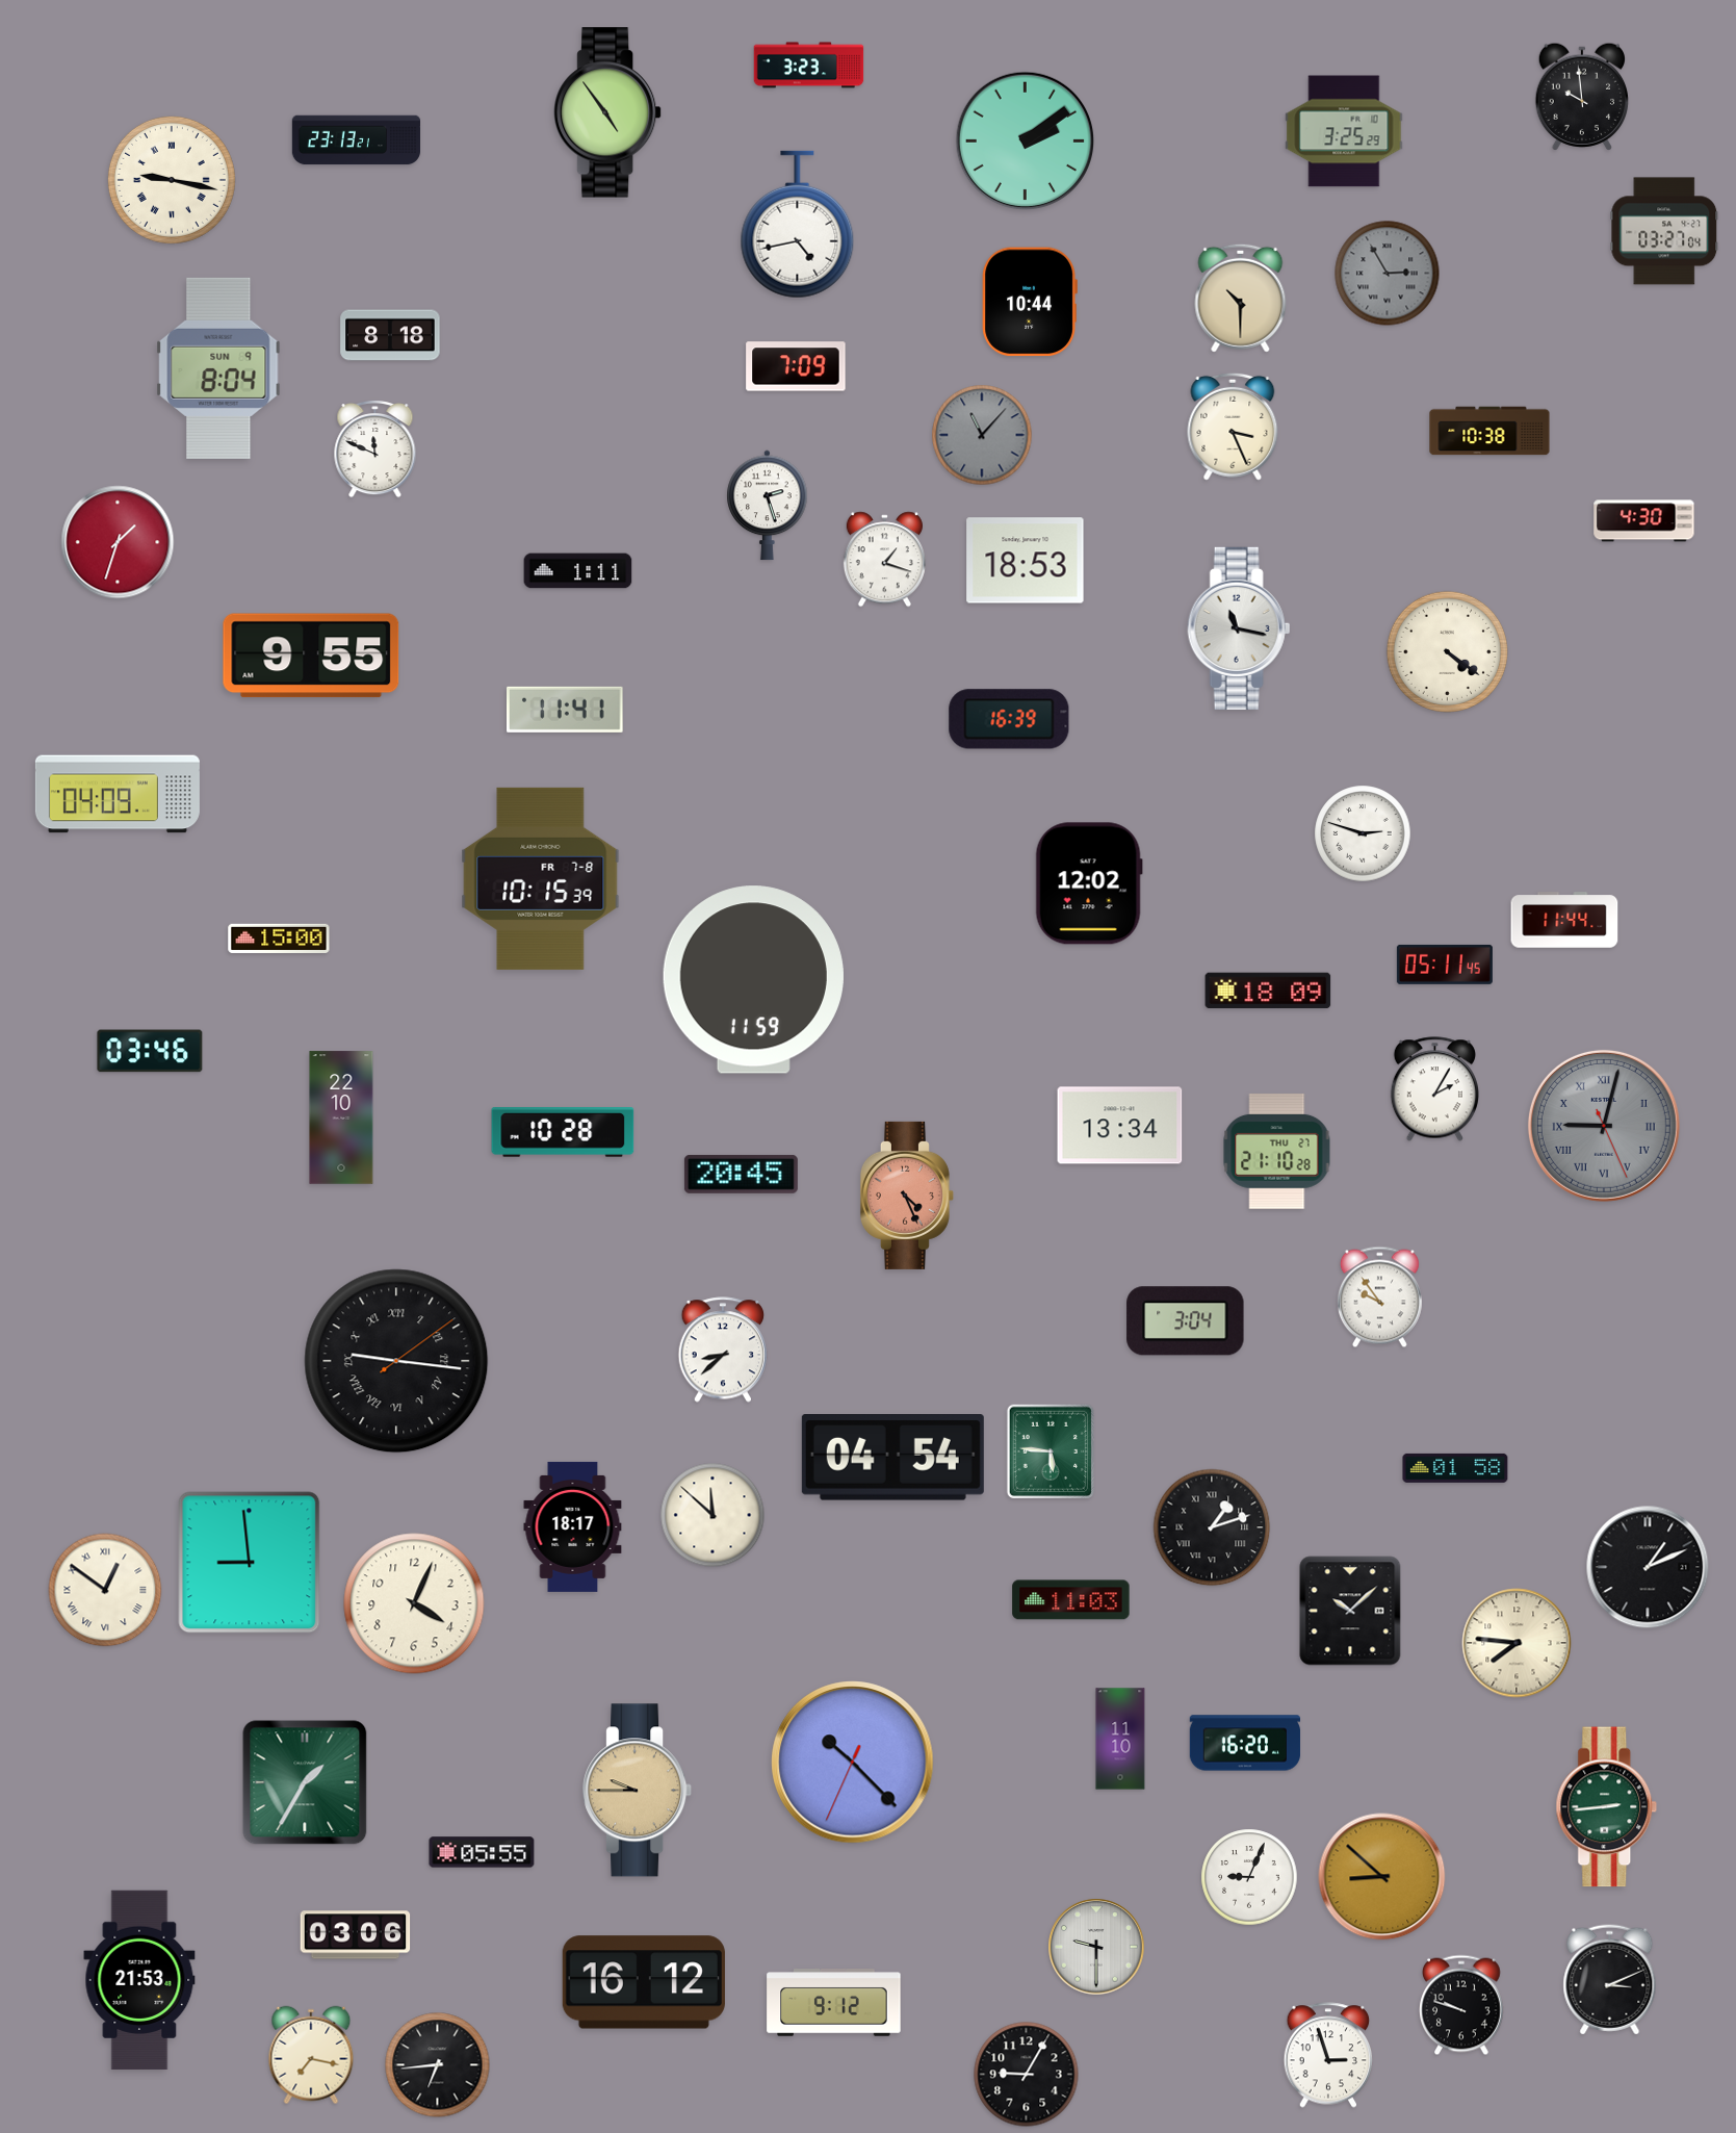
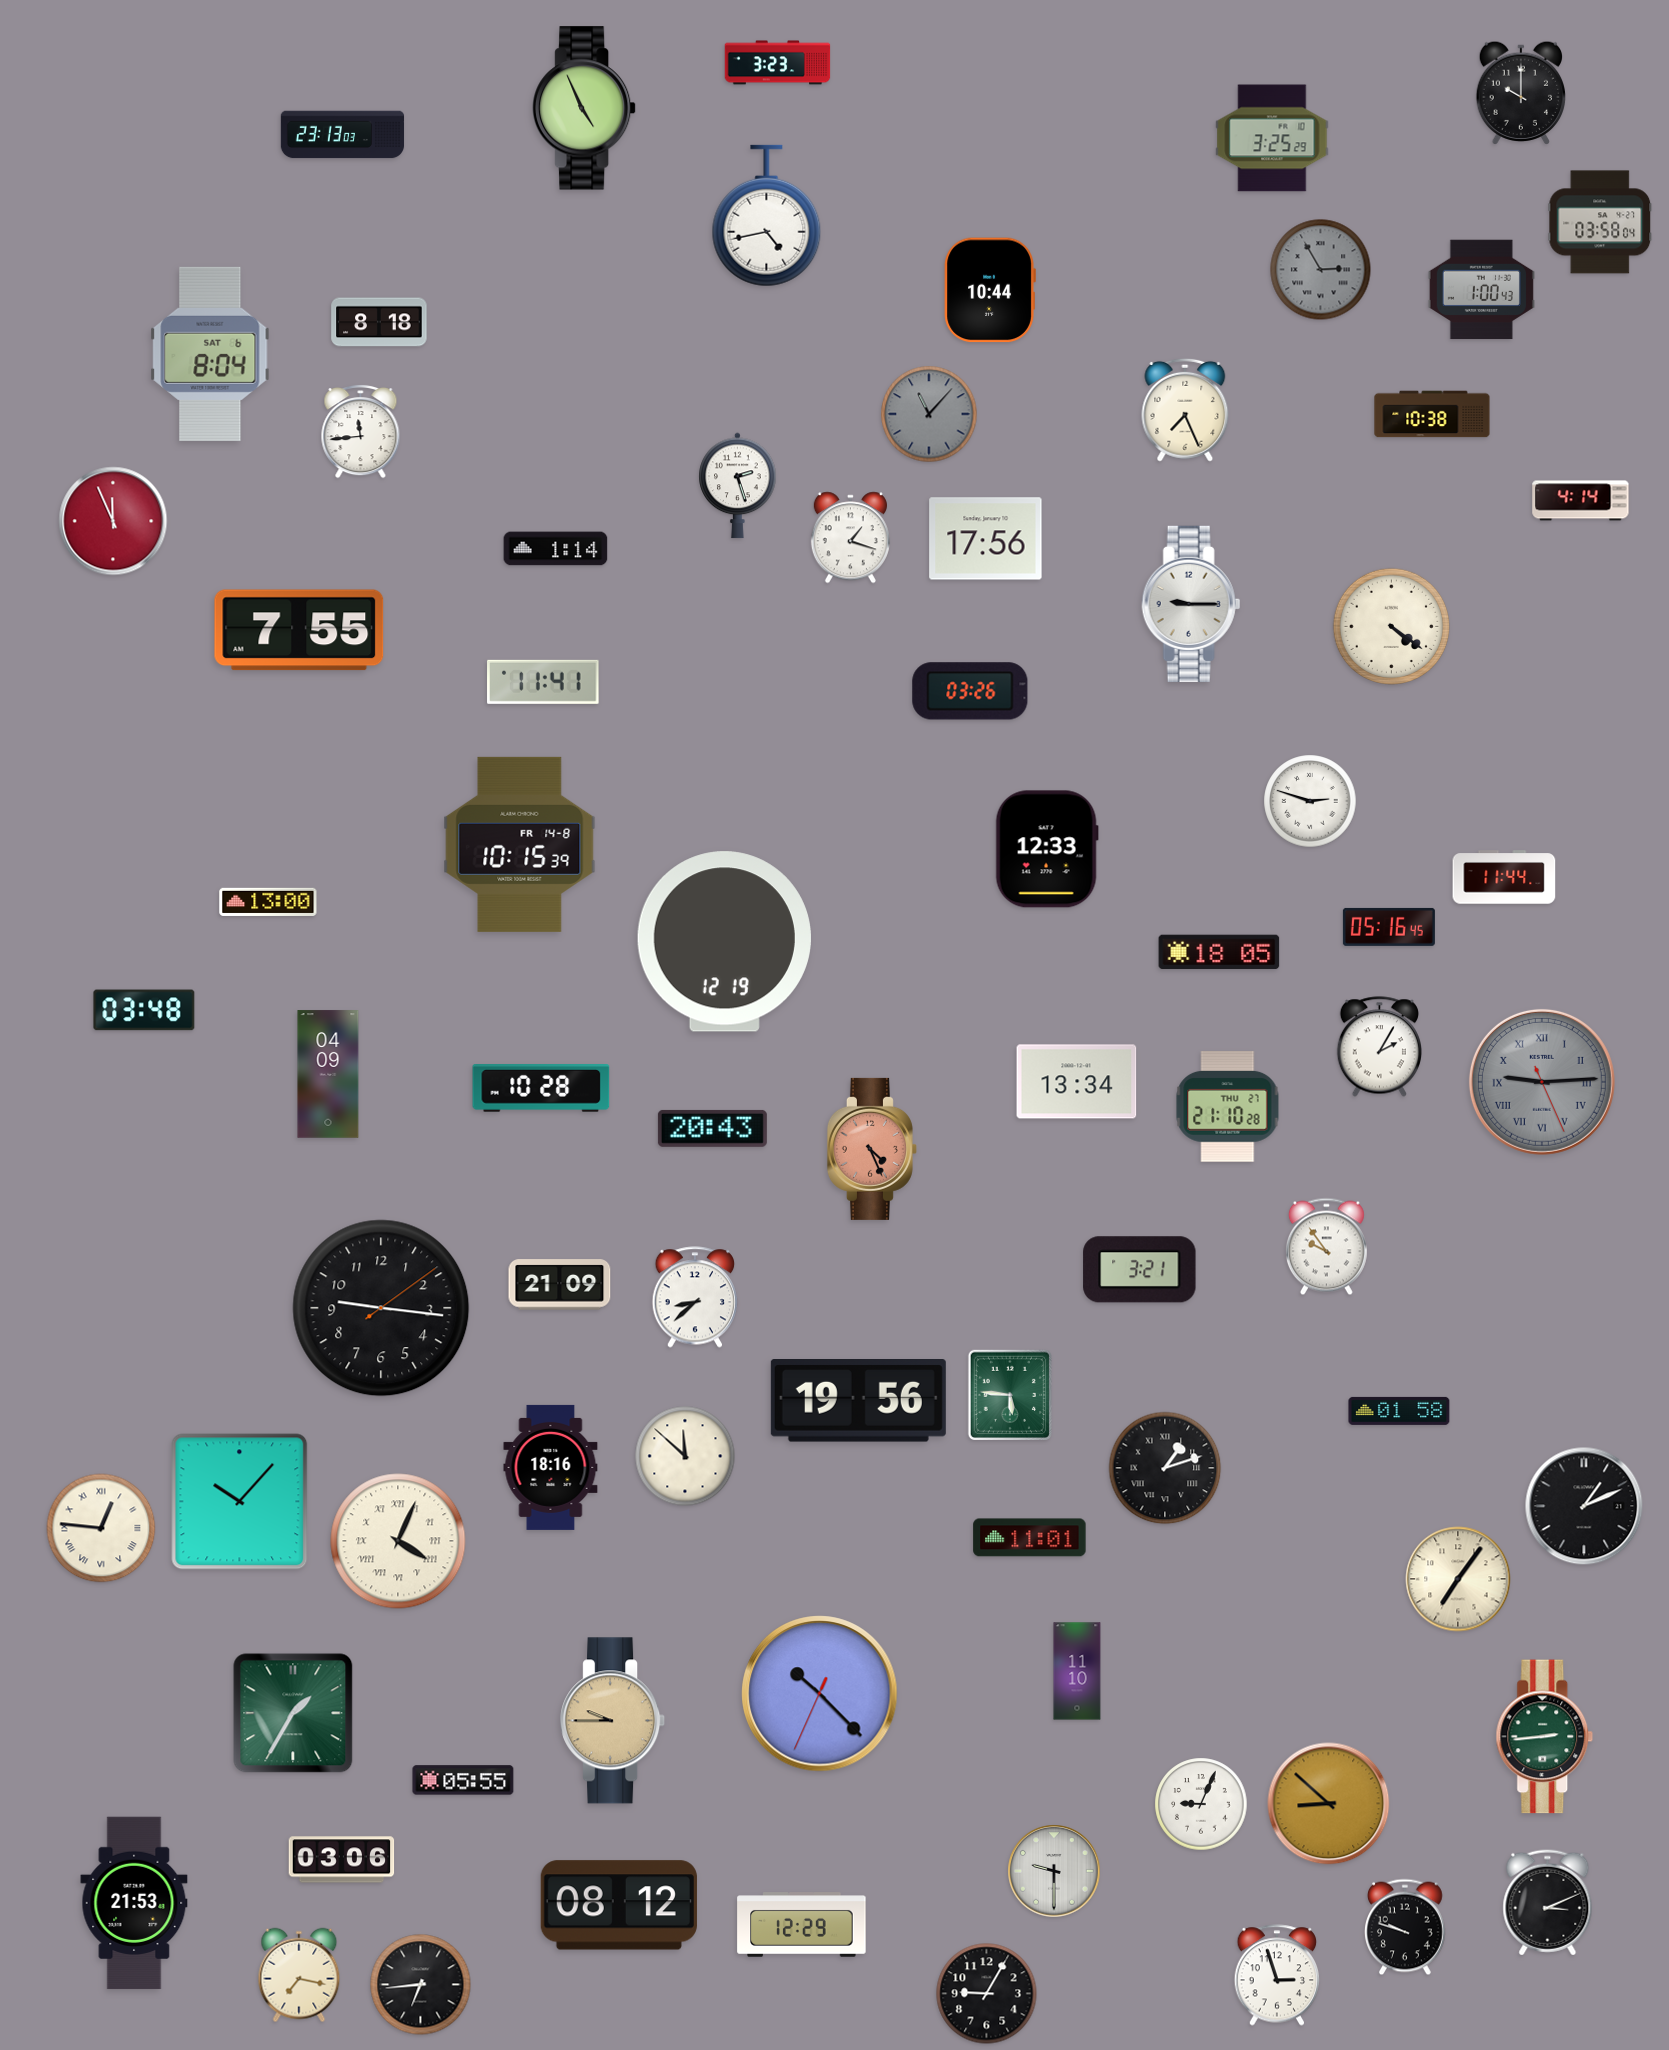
clock at (1582, 97): 9:59 -> 10:00
clock at (608, 112): 4:54 -> 4:56
clock at (1344, 131) position: (1344, 131) -> (1272, 138)
clock at (357, 140): 23:13:21 -> 23:13:03
clock at (1025, 140): 2:09 -> none
clock at (172, 180): 9:17 -> none
clock at (1664, 231): 03:27 -> 03:58
clock at (1388, 274) position: (1388, 274) -> (1321, 270)
clock at (1241, 298): 10:30 -> none
clock at (1481, 290): none -> 1:00
clock at (390, 335) position: (390, 335) -> (379, 322)
clock at (796, 366): 7:09 -> none
clock at (218, 368) date: SUN 9 -> SAT 6
clock at (1233, 427): 3:26 -> 7:26
clock at (982, 435) position: (982, 435) -> (929, 414)
clock at (375, 448): 11:49 -> 11:44
clock at (1644, 521): 4:30 -> 4:14
clock at (118, 542): 1:33 -> 11:56
clock at (1026, 561): 18:53 -> 17:56
clock at (578, 571): 1:11 -> 1:14
clock at (1239, 628): 11:17 -> 9:15
clock at (311, 656): 9:55 -> 7:55
clock at (1009, 719): 16:39 -> 03:26
clock at (118, 794): 04:09 -> none
clock at (541, 878) date: FR 7-8 -> FR 14-8
clock at (1089, 883): 12:02 -> 12:33
clock at (1564, 920) position: (1564, 920) -> (1504, 877)
clock at (279, 937): 15:00 -> 13:00
clock at (1445, 965): 05:11 -> 05:16
clock at (753, 980): 11:59 -> 12:19
clock at (1268, 991): 18:09 -> 18:05
clock at (150, 1051): 03:46 -> 03:48
clock at (341, 1117): 22:10 -> 04:09
clock at (1604, 1126): 9:02 -> 9:14
clock at (741, 1174): 20:45 -> 20:43
clock at (1186, 1321): 3:04 -> 3:21
clock at (560, 1285): none -> 21:09
clock at (396, 1361) numerals: Roman -> Arabic
clock at (892, 1458): 04:54 -> 19:56
clock at (573, 1526): 18:17 -> 18:16
clock at (250, 1563): 8:59 -> 10:07
clock at (105, 1590): 12:51 -> 12:46
clock at (1071, 1600): 11:03 -> 11:01
clock at (414, 1603) numerals: Arabic -> Roman
clock at (1350, 1611): 10:08 -> none
clock at (1517, 1643): 7:46 -> 7:06
clock at (1245, 1743): 16:20 -> none
clock at (644, 1982): 16:12 -> 08:12
clock at (834, 2003): 9:12 -> 12:29
